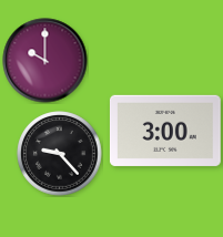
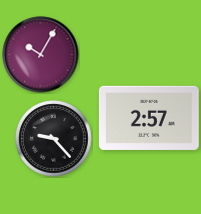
clock at (45, 61): 10:00 -> 10:05
clock at (165, 131): 3:00 -> 2:57
